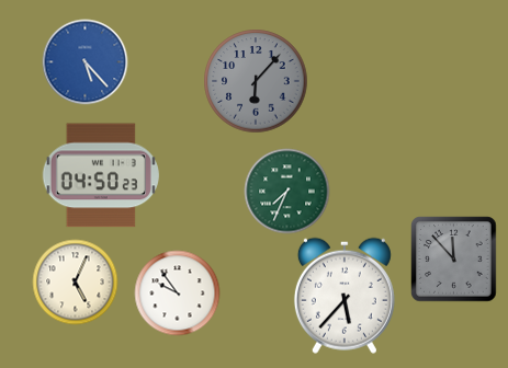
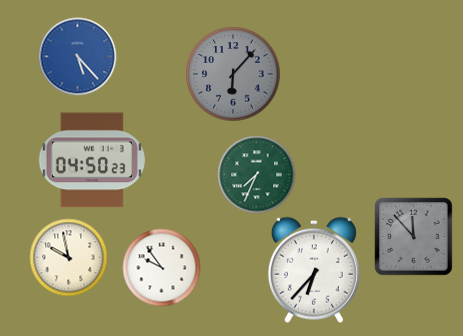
clock at (286, 191) position: (286, 191) -> (256, 174)
clock at (75, 281): 5:04 -> 9:58
clock at (345, 296): 5:37 -> 6:37
